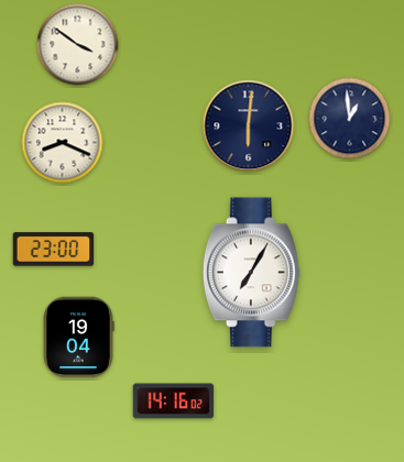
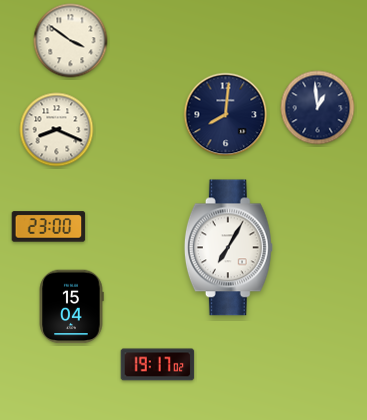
clock at (249, 127): 6:01 -> 8:01
clock at (78, 338): 19:04 -> 15:04
clock at (174, 402): 14:16 -> 19:17
